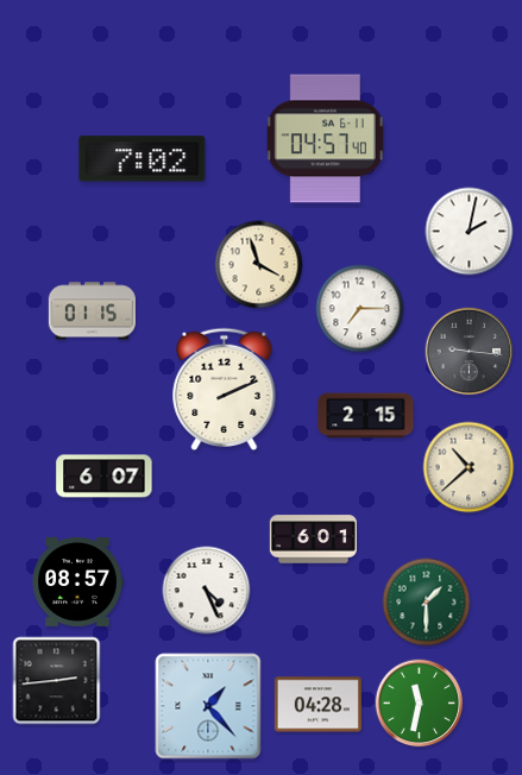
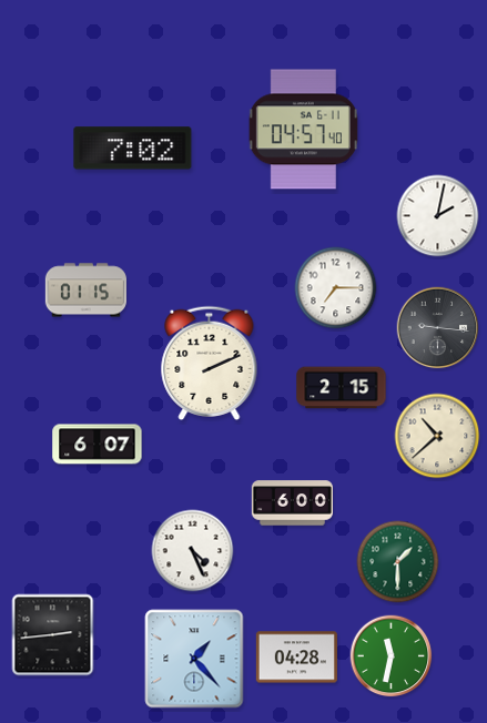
clock at (259, 265): 3:57 -> none
clock at (313, 540): 6:01 -> 6:00
clock at (77, 582): 08:57 -> none
